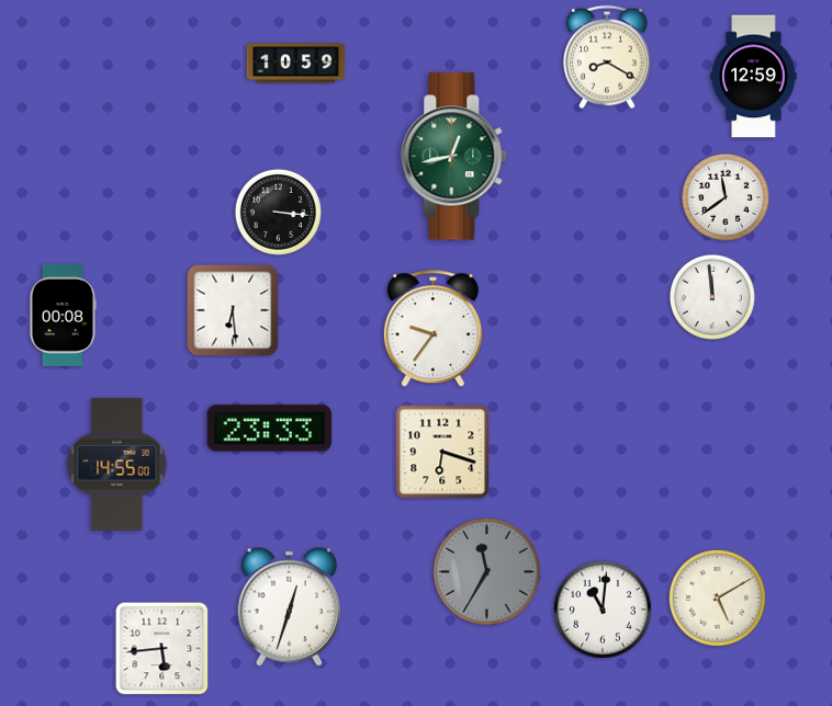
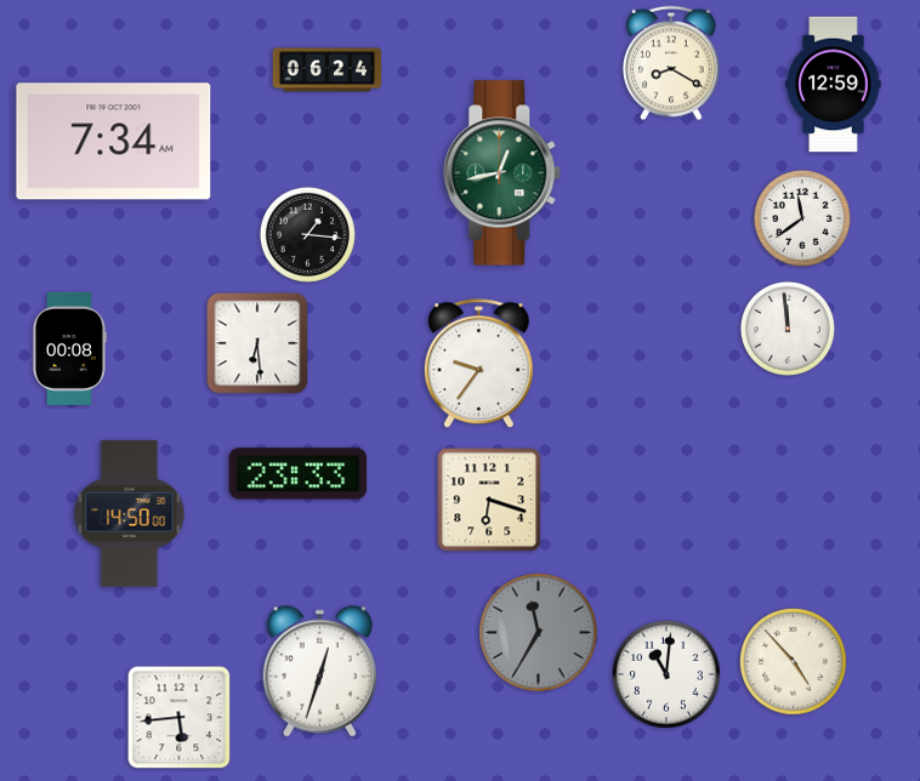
clock at (296, 64): 10:59 -> 06:24
clock at (114, 142): none -> 7:34
clock at (278, 212): 3:16 -> 1:16
clock at (117, 464): 14:55 -> 14:50
clock at (718, 599): 5:10 -> 4:53
